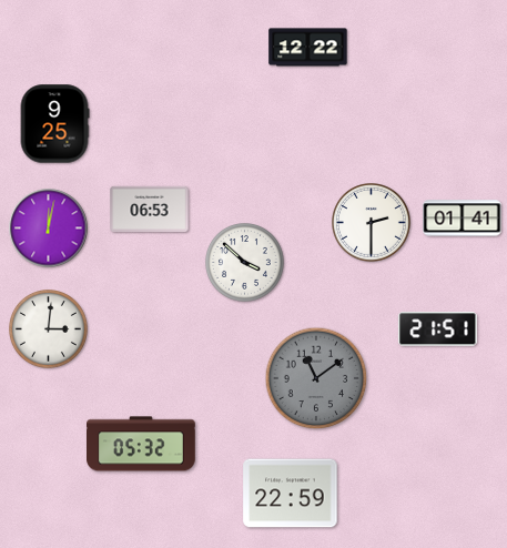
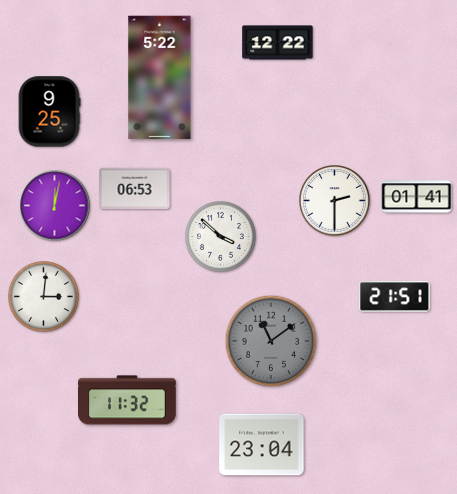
clock at (160, 78): none -> 5:22
clock at (49, 229) position: (49, 229) -> (55, 206)
clock at (316, 378) position: (316, 378) -> (271, 341)
clock at (142, 444): 05:32 -> 11:32
clock at (291, 494): 22:59 -> 23:04
